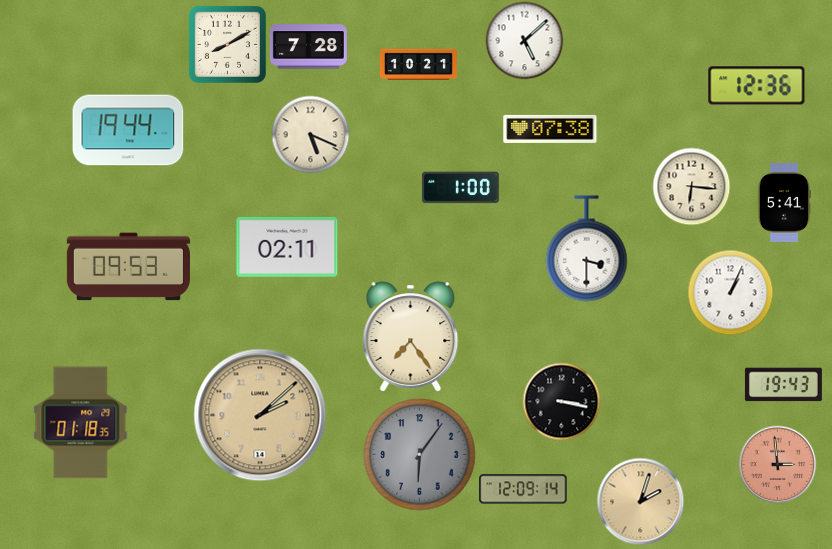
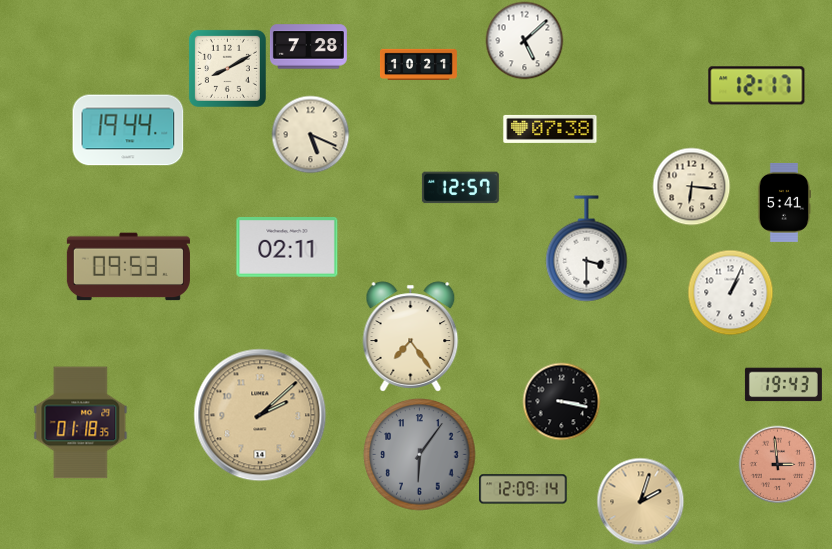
clock at (227, 44) position: (227, 44) -> (227, 68)
clock at (757, 86): 12:36 -> 12:17
clock at (460, 188): 1:00 -> 12:57
